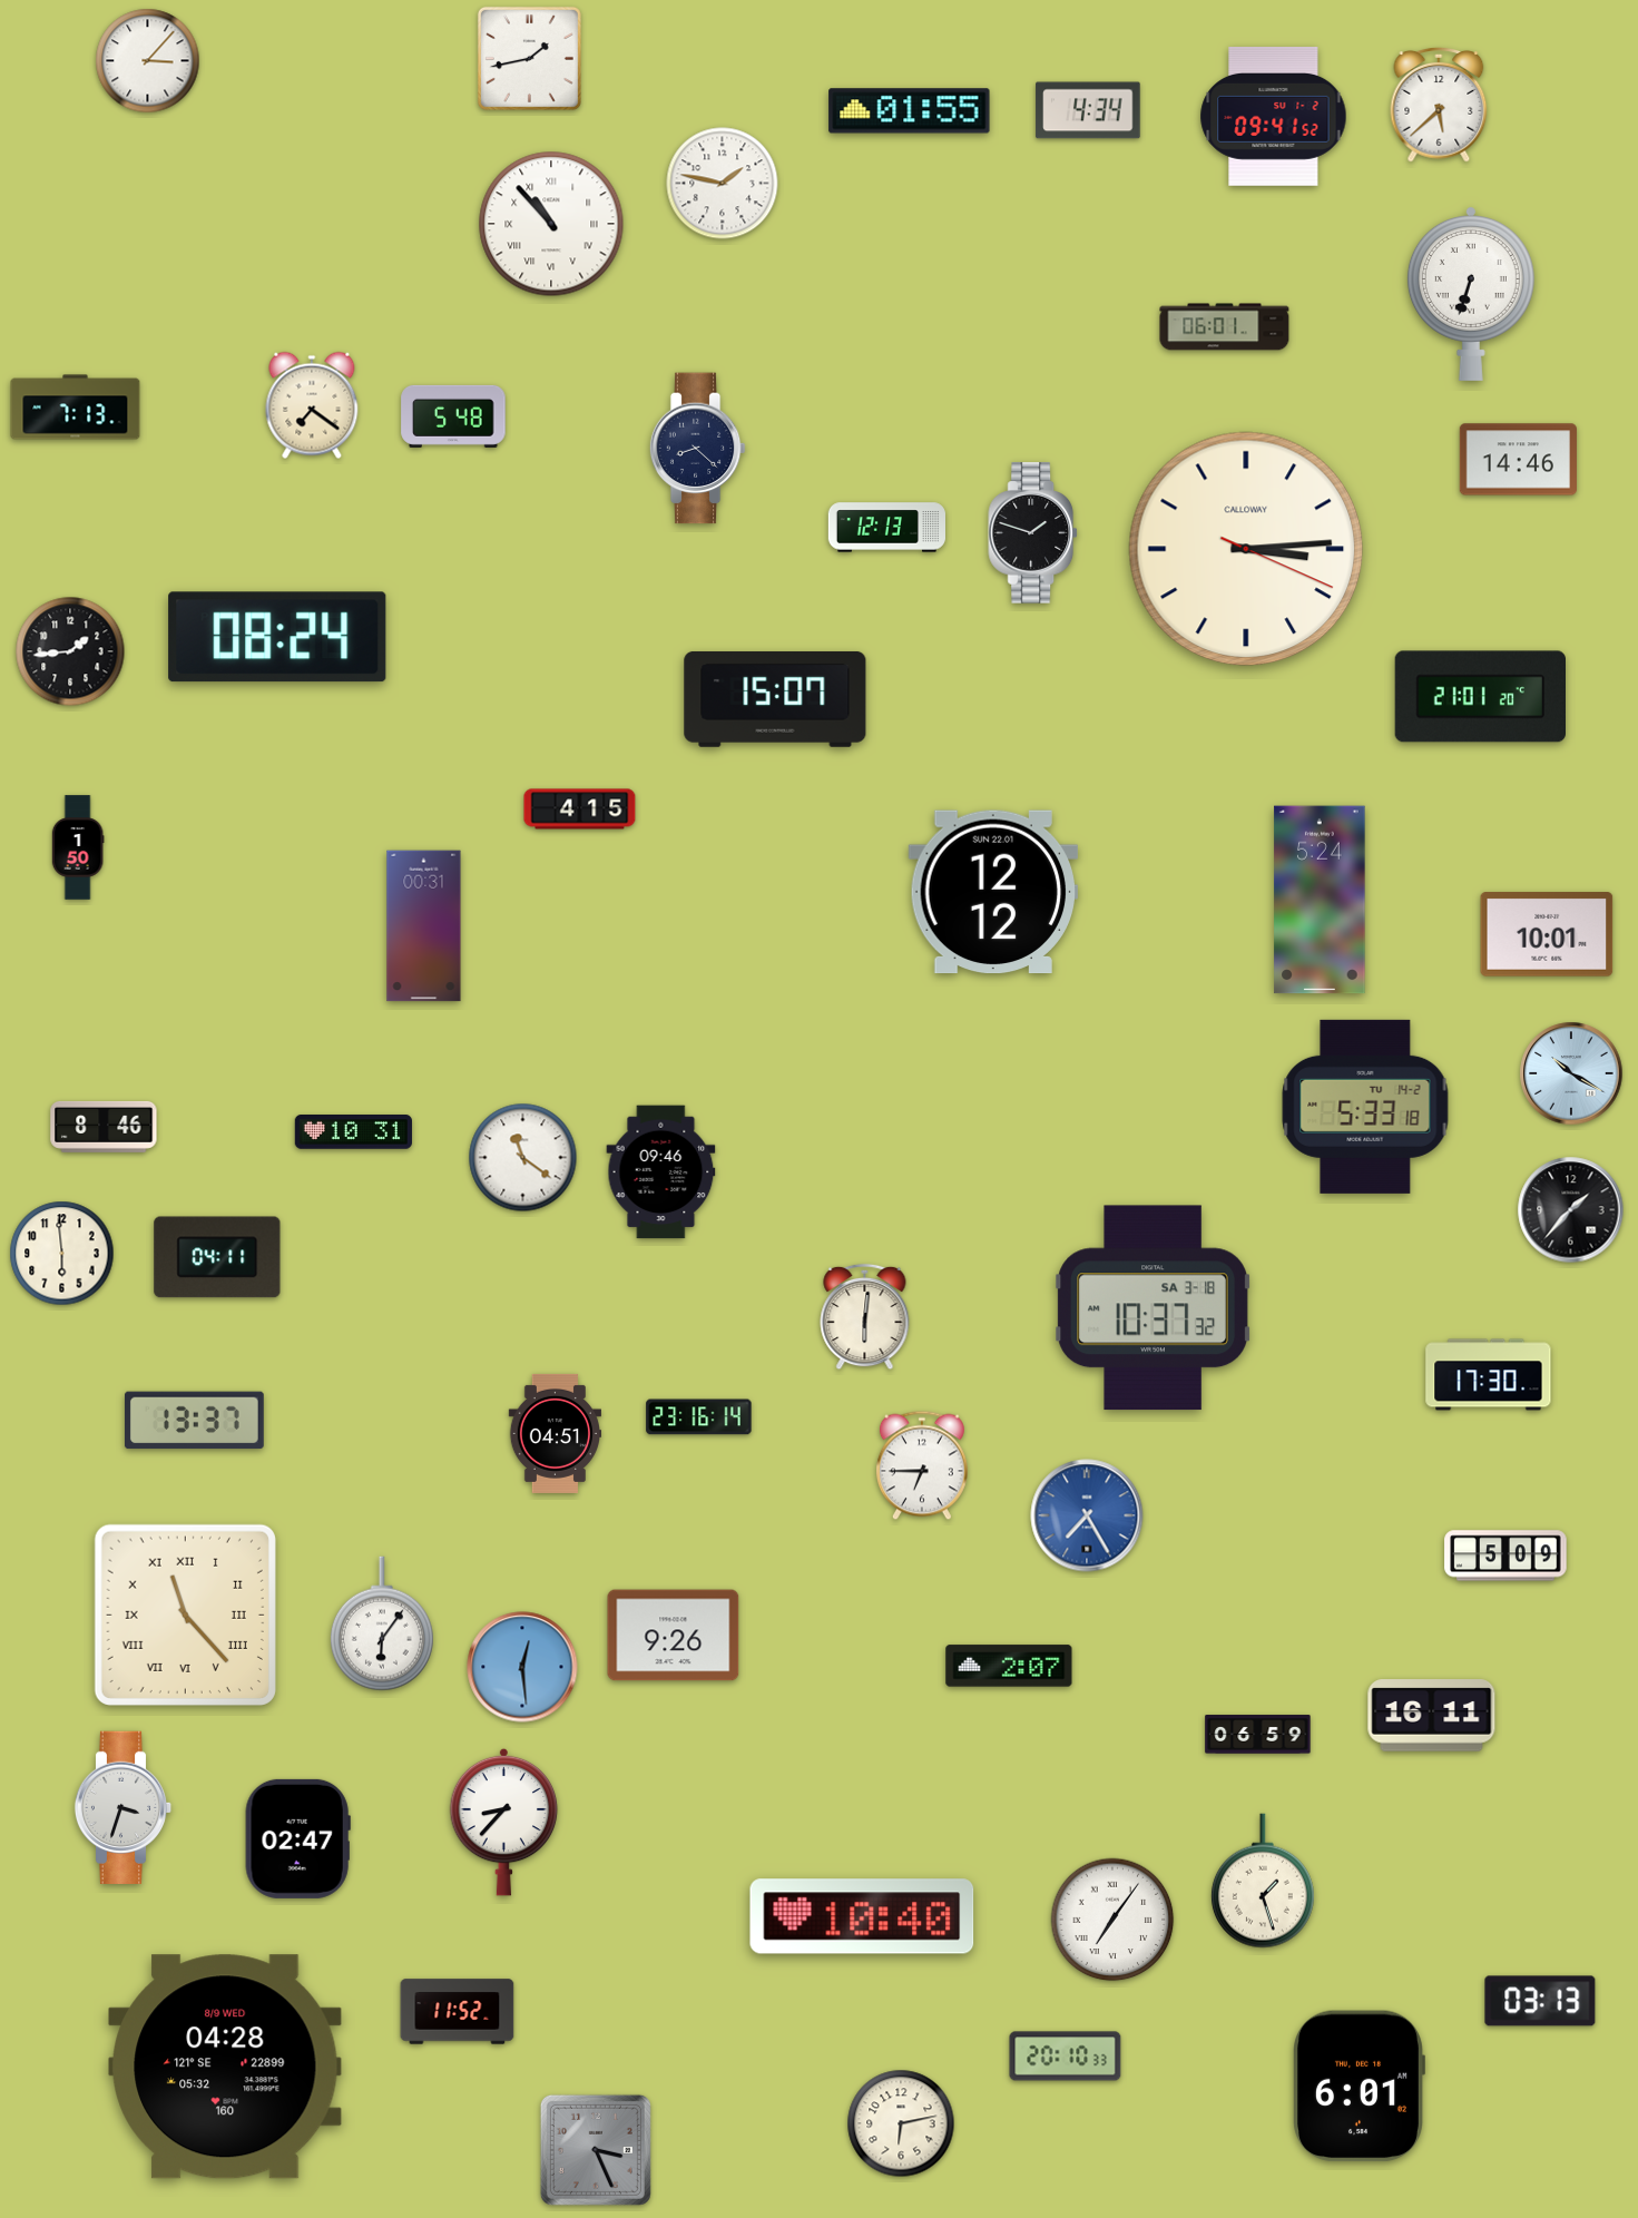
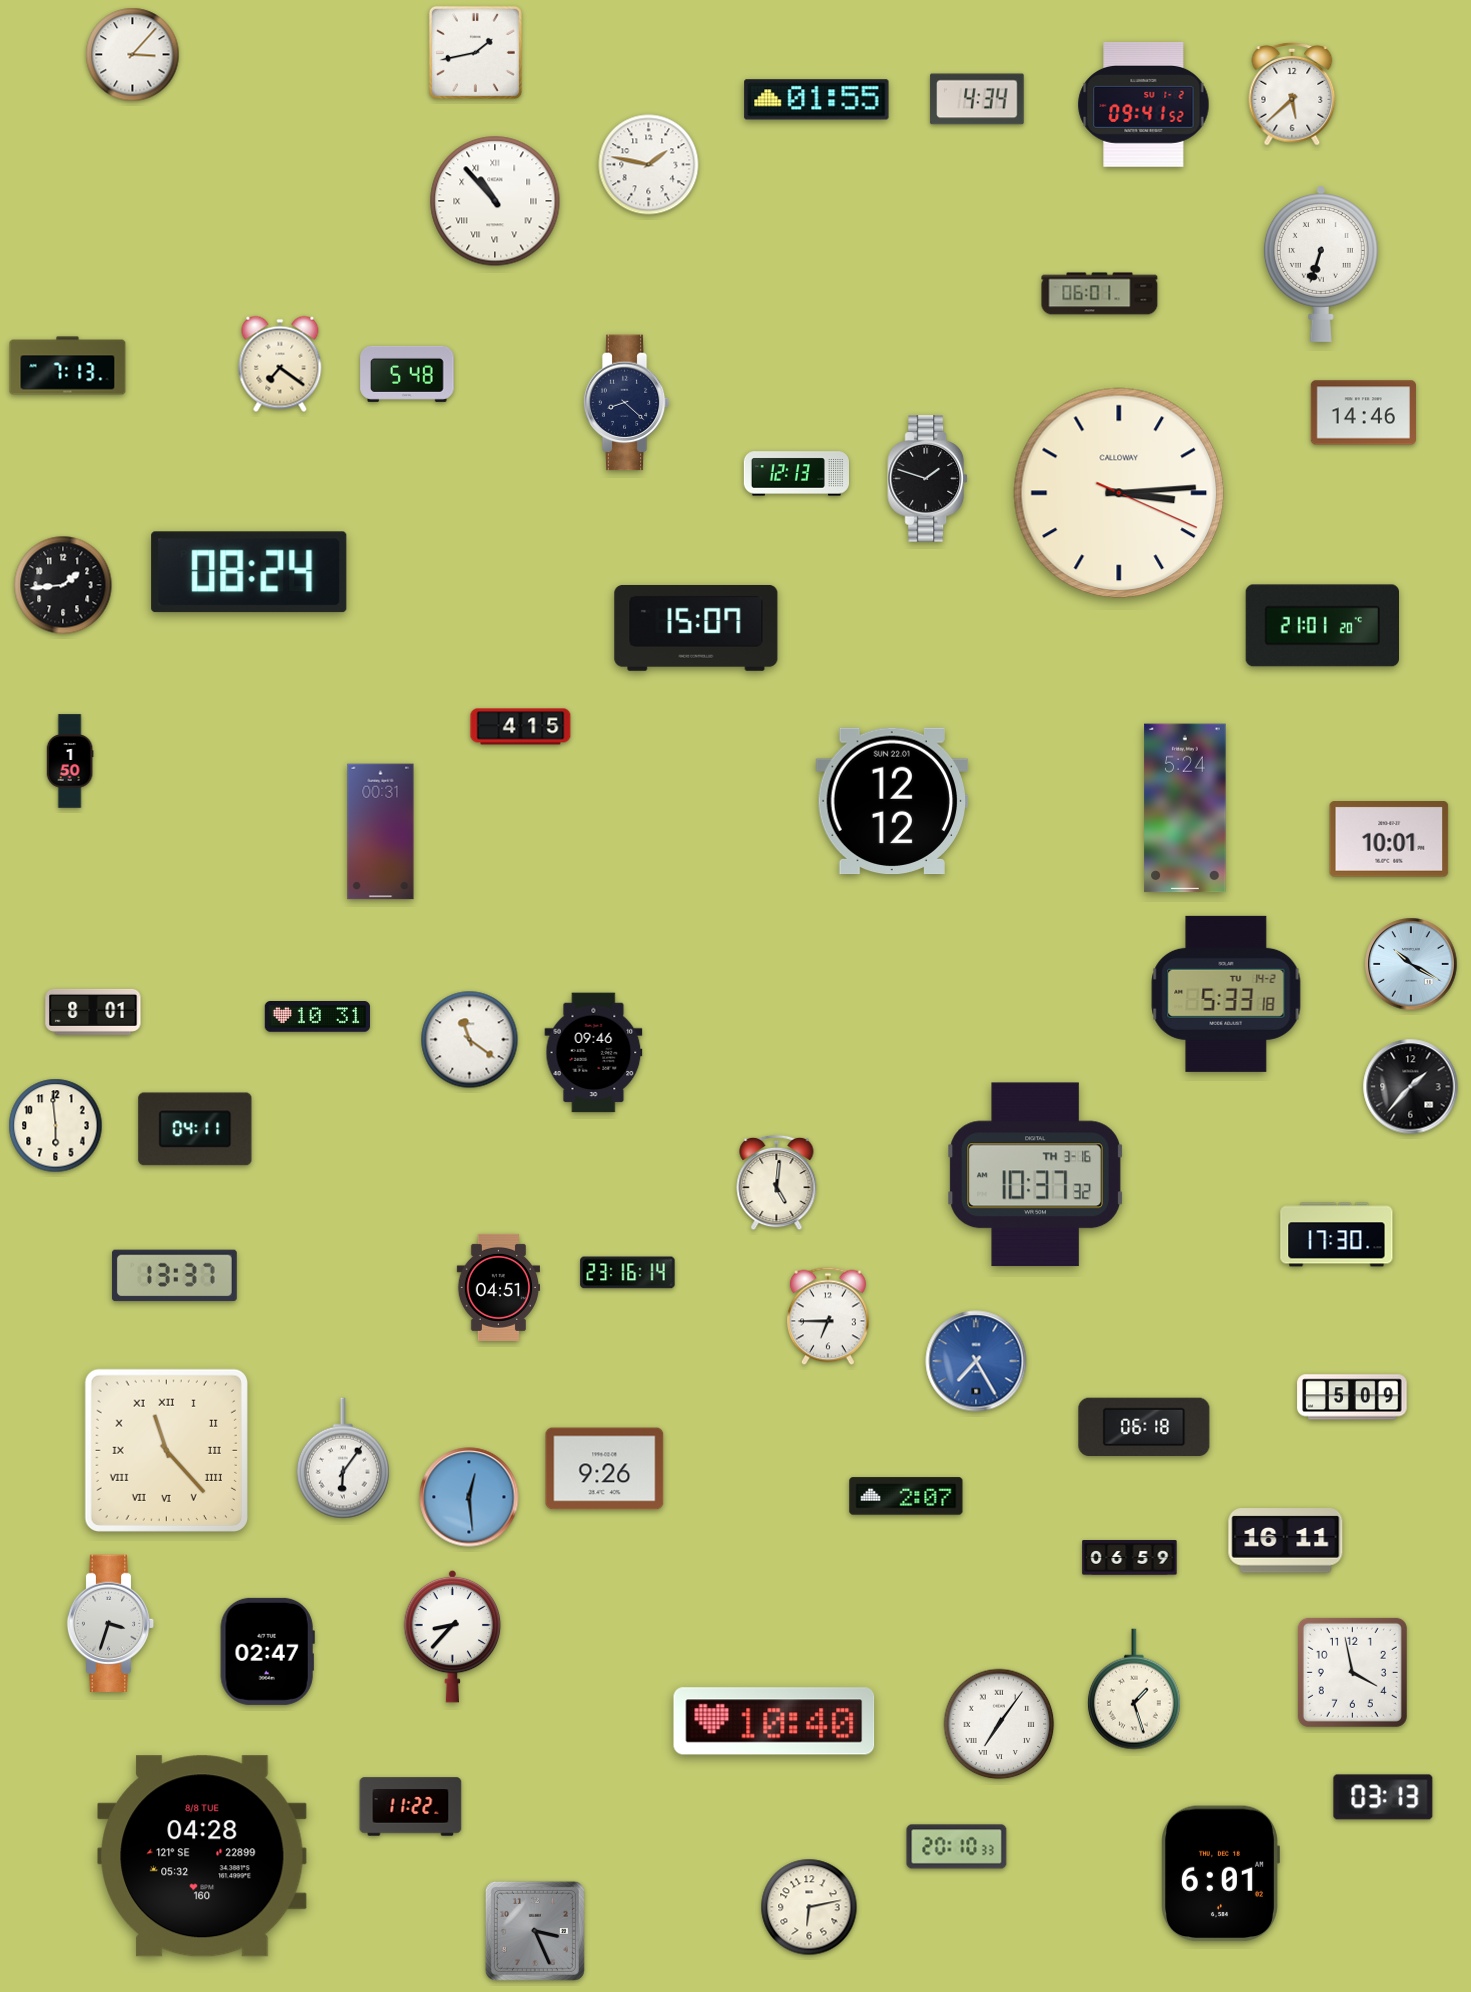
clock at (1480, 697) position: (1480, 697) -> (1322, 626)
clock at (104, 1127): 8:46 -> 8:01
clock at (1153, 1308) date: SA 3-18 -> TH 3-16
clock at (865, 1317): 6:01 -> 5:01
clock at (1144, 1427): none -> 06:18
clock at (1352, 1672): none -> 3:58
clock at (458, 2012): 11:52 -> 11:22
clock at (226, 2067) date: 8/9 WED -> 8/8 TUE
